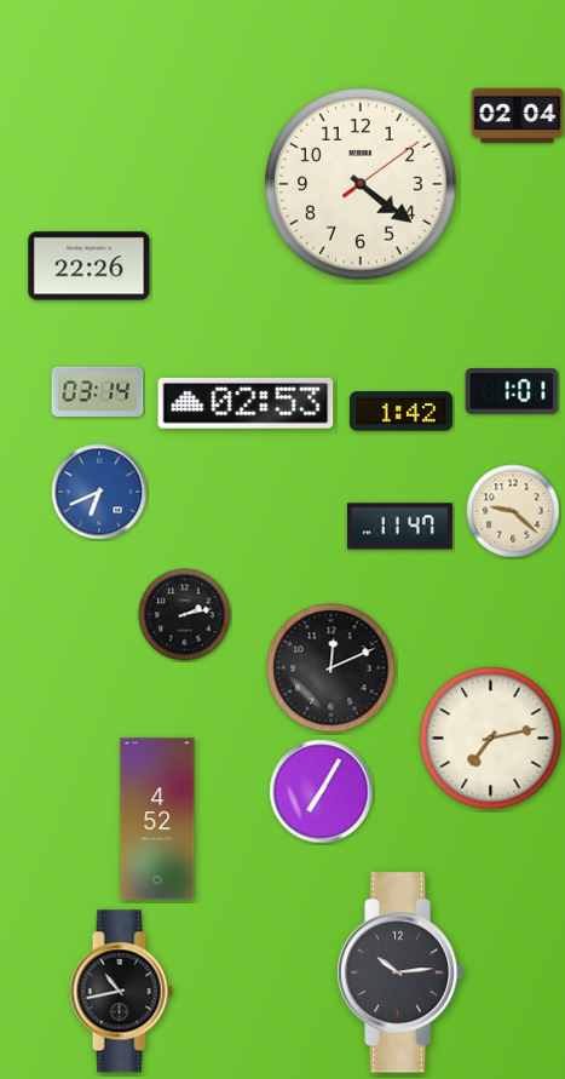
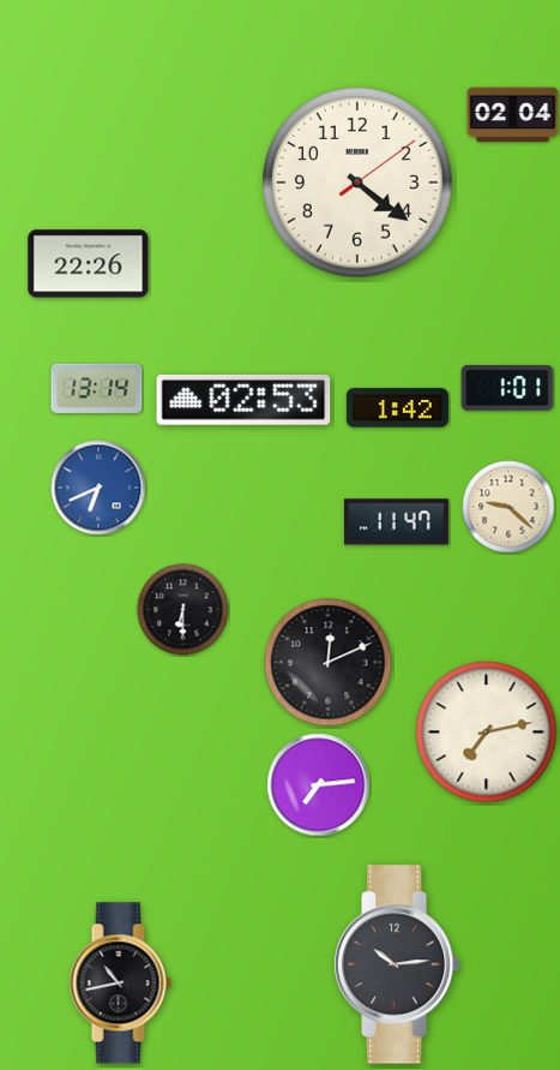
clock at (98, 391): 03:14 -> 13:14
clock at (185, 615): 2:13 -> 6:30
clock at (322, 792): 7:05 -> 7:14
clock at (157, 819): 4:52 -> none
